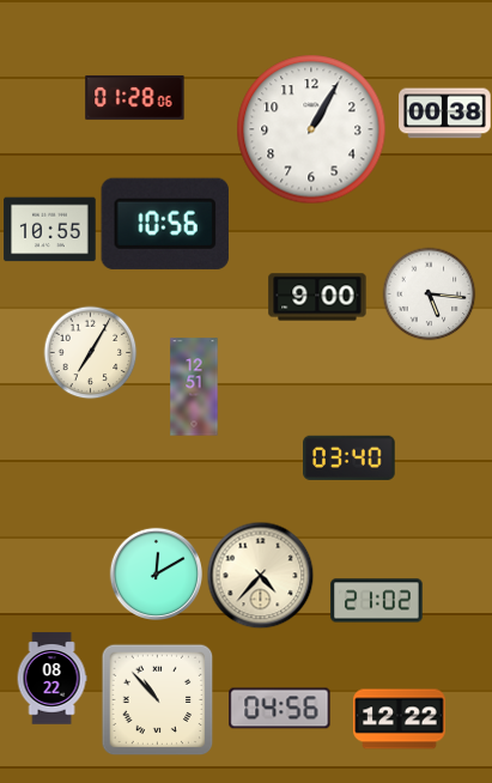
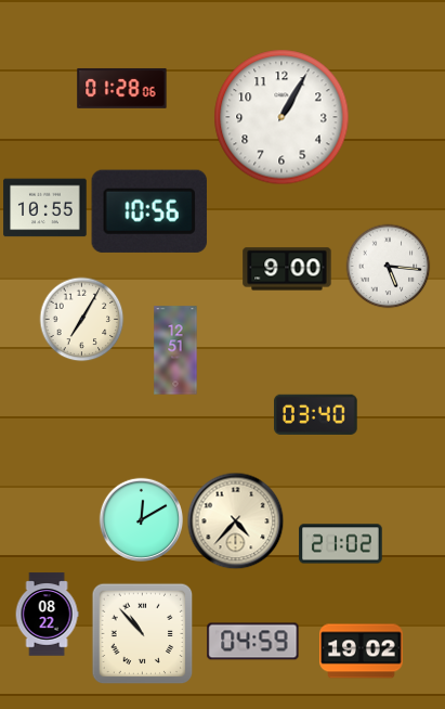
clock at (445, 114): 00:38 -> none
clock at (164, 224) position: (164, 224) -> (148, 211)
clock at (280, 709): 04:56 -> 04:59
clock at (400, 720): 12:22 -> 19:02
